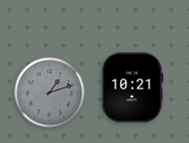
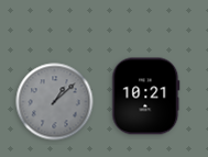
clock at (50, 93): 1:12 -> 1:08
